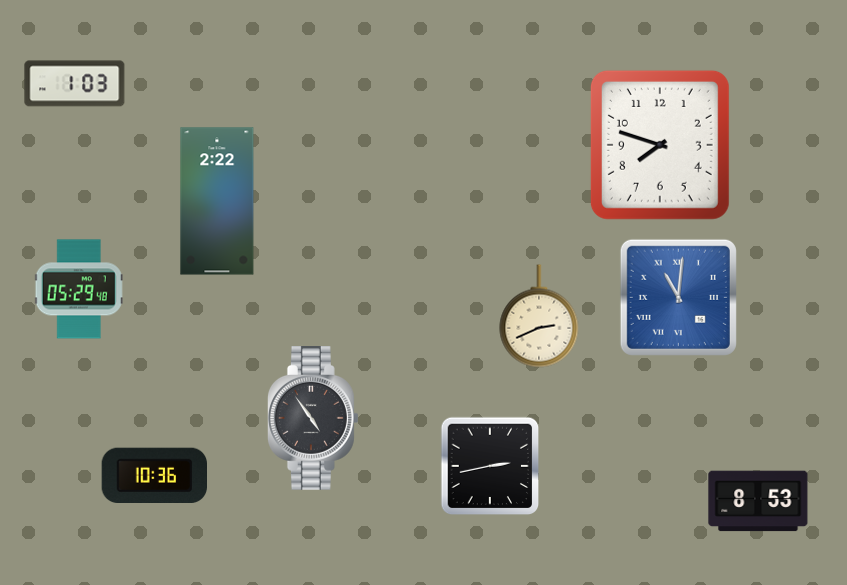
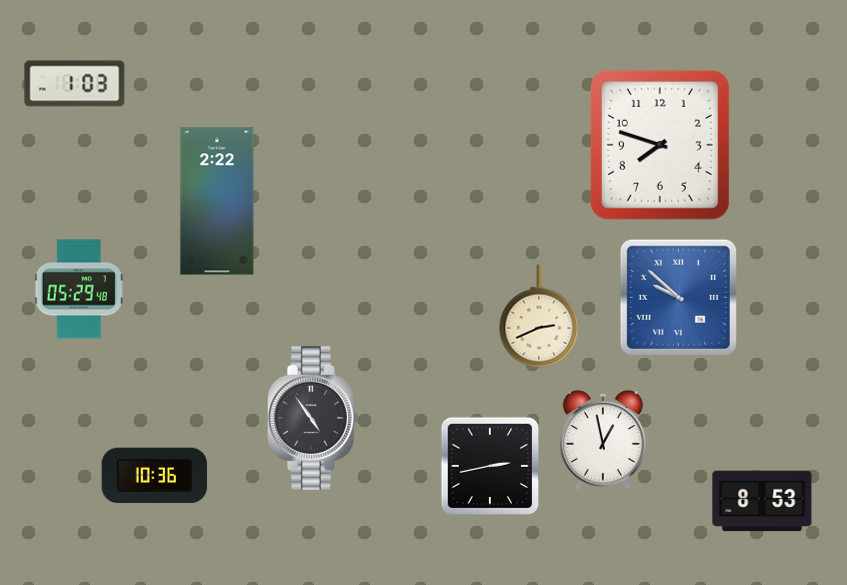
clock at (678, 297): 11:01 -> 9:52
clock at (603, 440): none -> 12:58
clock at (758, 501) position: (758, 501) -> (762, 501)
